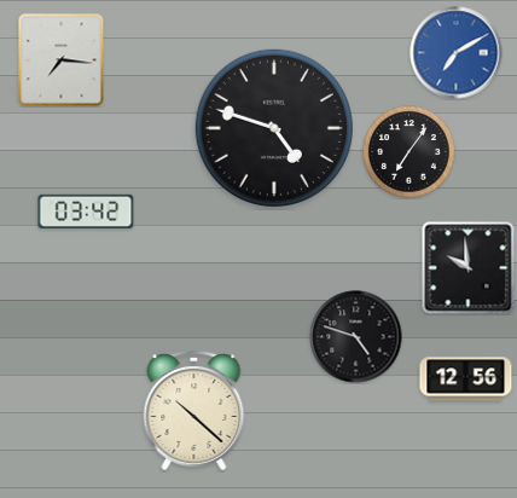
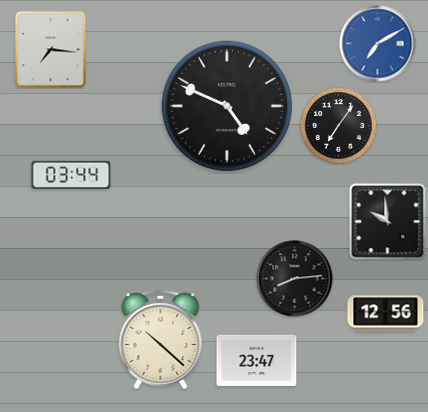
clock at (274, 128): 4:48 -> 4:49
clock at (86, 212): 03:42 -> 03:44
clock at (356, 337): 4:48 -> 8:14
clock at (257, 360): none -> 23:47
